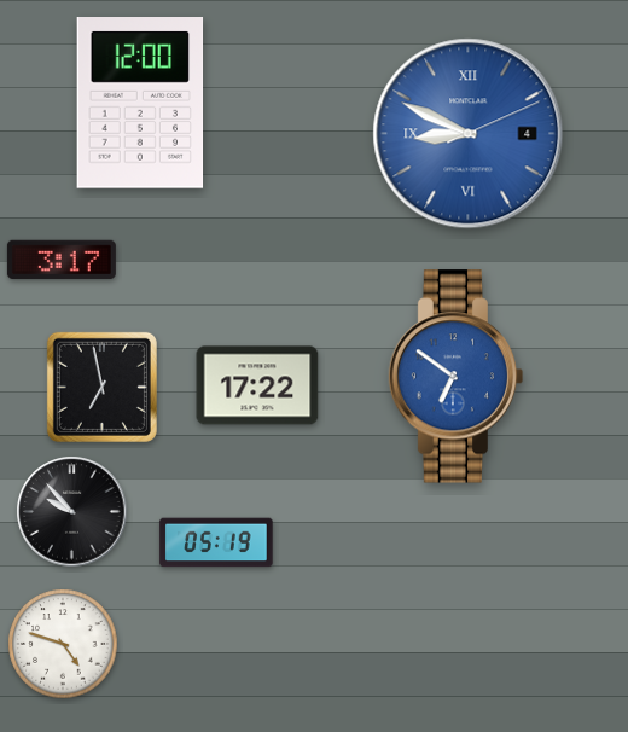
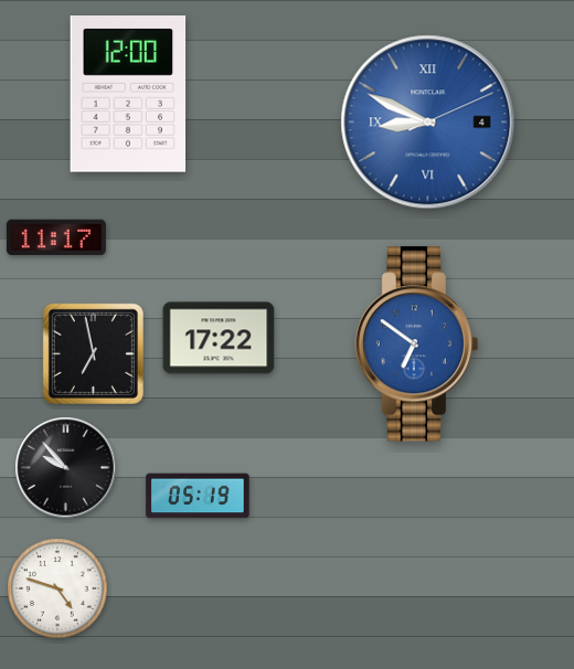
clock at (62, 260): 3:17 -> 11:17
clock at (257, 385) position: (257, 385) -> (219, 338)
